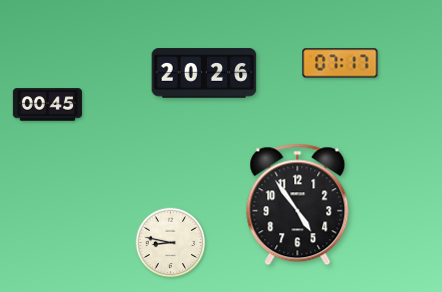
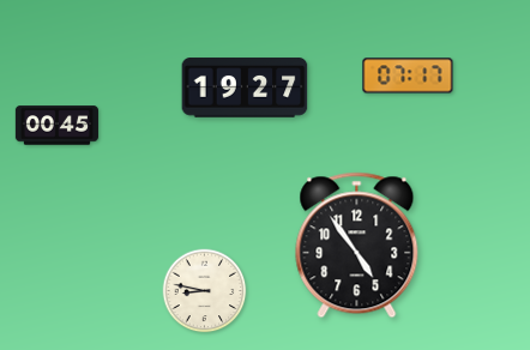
clock at (204, 73): 20:26 -> 19:27
